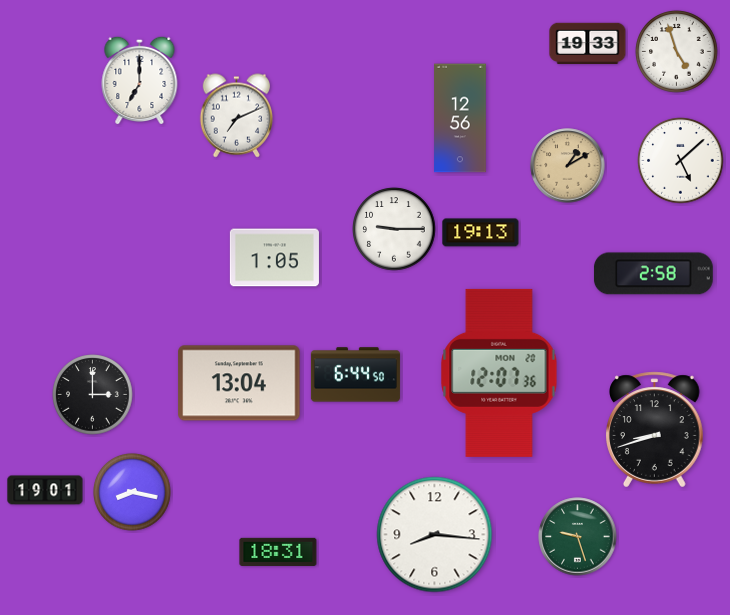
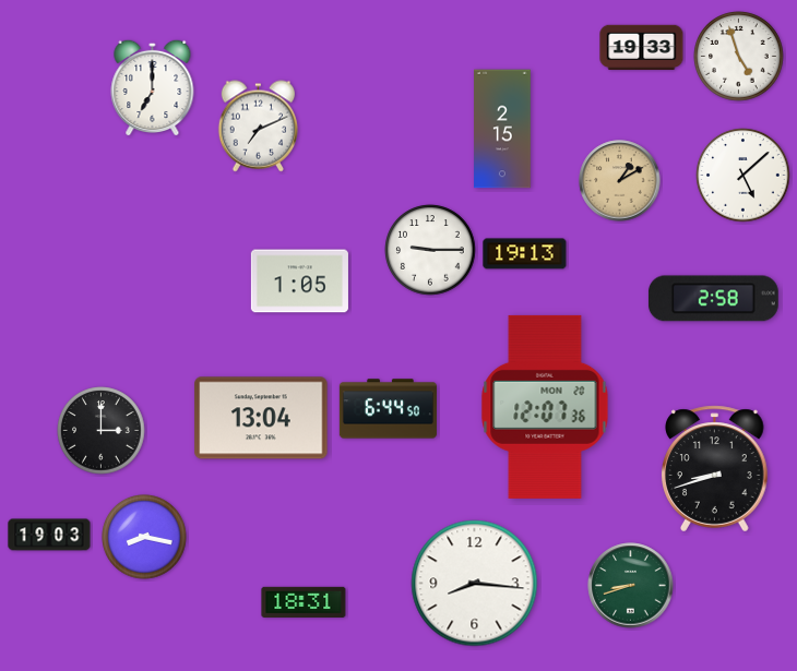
clock at (460, 118): 12:56 -> 2:15
clock at (45, 490): 19:01 -> 19:03
clock at (578, 537): 9:27 -> 8:42
